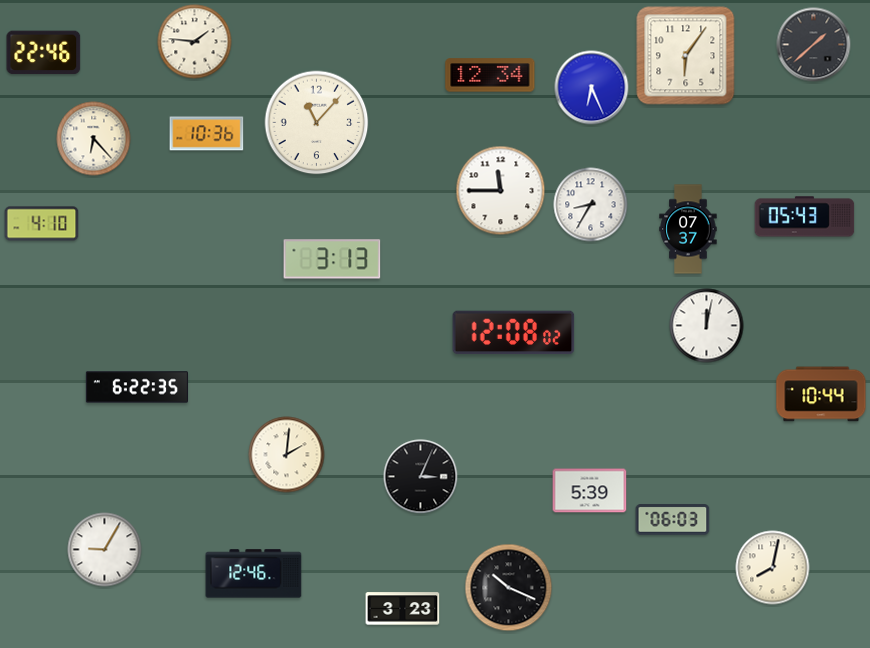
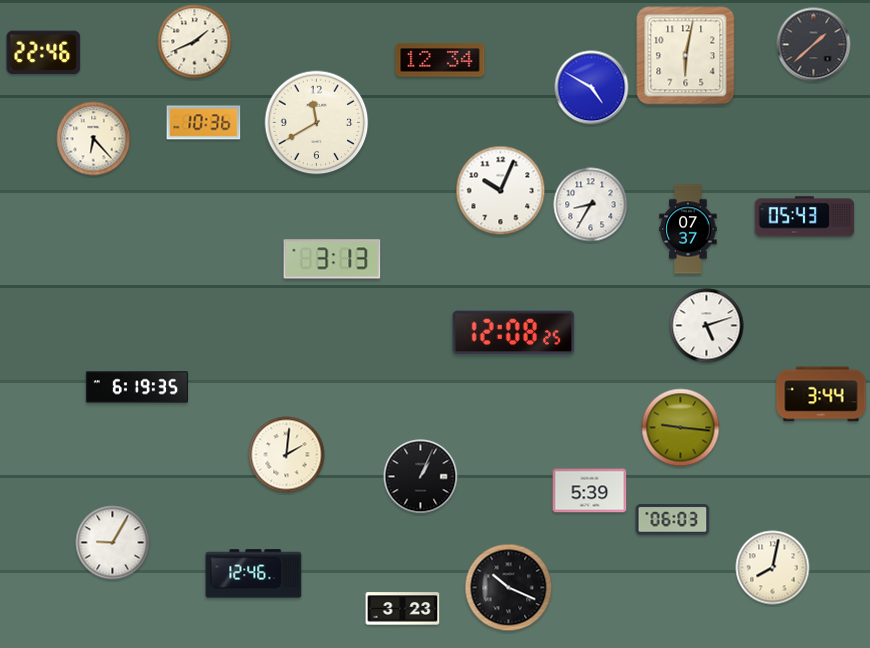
clock at (195, 42): 1:46 -> 1:41
clock at (686, 56): 6:06 -> 6:02
clock at (490, 75) position: (490, 75) -> (440, 60)
clock at (592, 88): 6:26 -> 4:50
clock at (317, 123): 11:07 -> 11:40
clock at (207, 134) position: (207, 134) -> (204, 123)
clock at (501, 191): 11:45 -> 10:04
clock at (42, 224): 4:10 -> none
clock at (707, 326): 12:02 -> 5:12
clock at (514, 333): 12:08:02 -> 12:08:25
clock at (136, 387): 6:22 -> 6:19
clock at (821, 394): 10:44 -> 3:44
clock at (681, 428): none -> 9:16
clock at (421, 477): 3:04 -> 1:04
clock at (105, 550) position: (105, 550) -> (113, 543)
